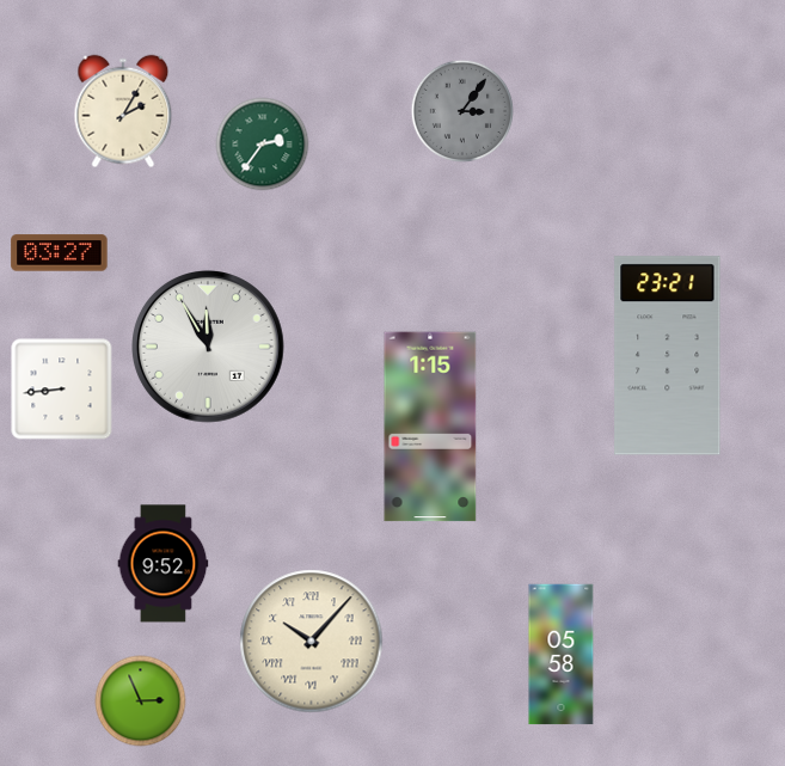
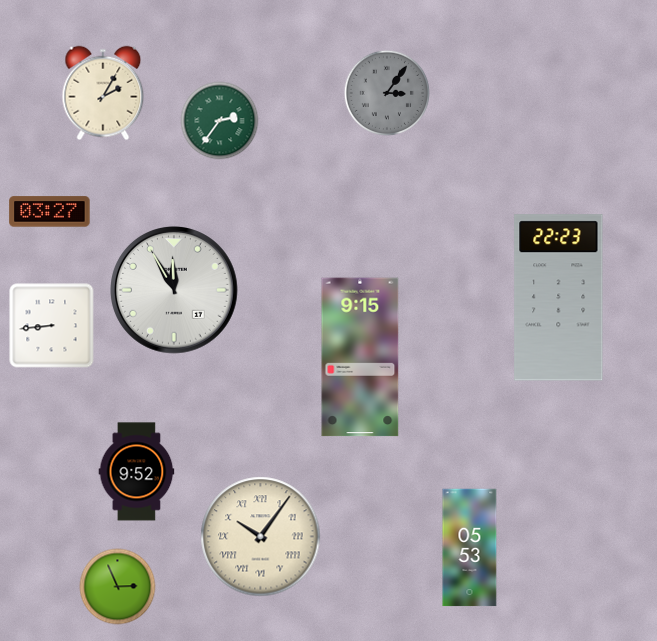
clock at (668, 356): 23:21 -> 22:23
clock at (430, 427): 1:15 -> 9:15
clock at (312, 642): 10:07 -> 10:06
clock at (562, 655): 05:58 -> 05:53
